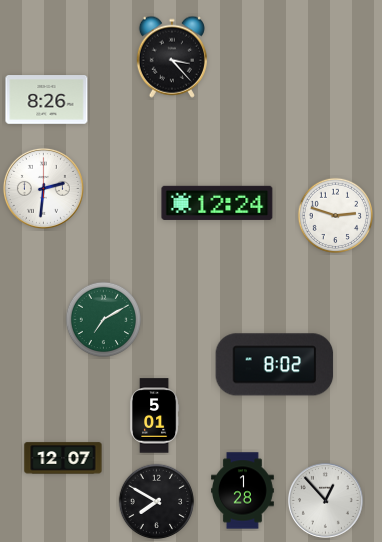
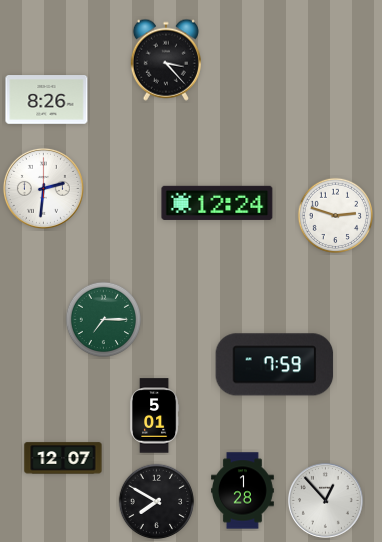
clock at (172, 57) position: (172, 57) -> (166, 60)
clock at (104, 320): 7:10 -> 7:15
clock at (275, 365): 8:02 -> 7:59
